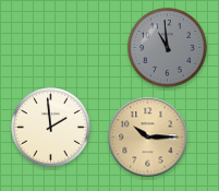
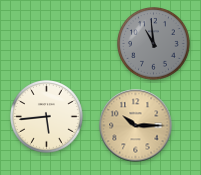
clock at (51, 128): 1:59 -> 5:44
